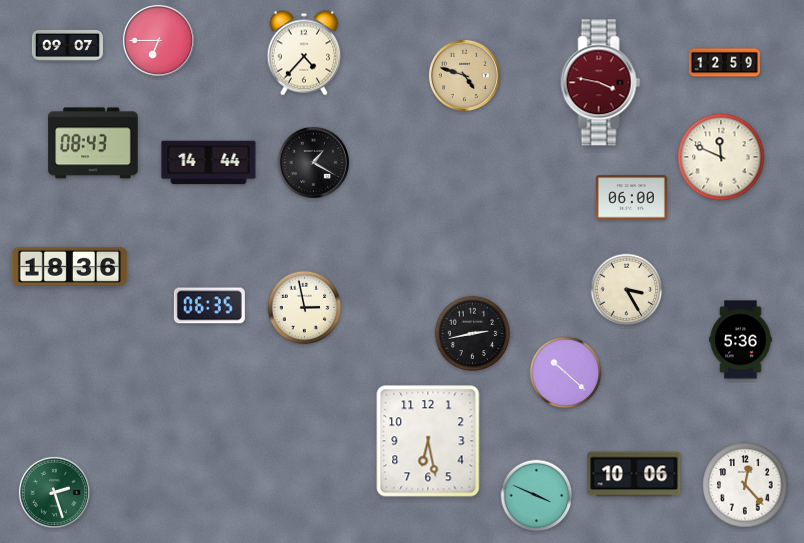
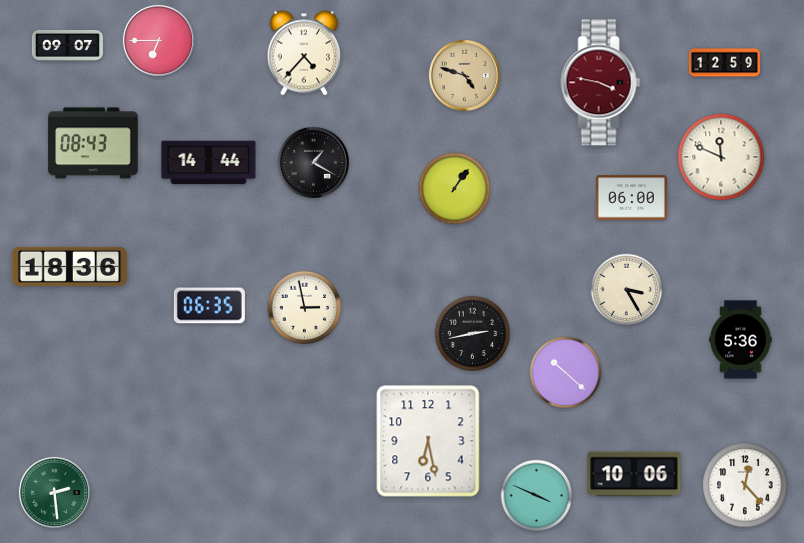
clock at (455, 189): none -> 1:06
clock at (54, 492): 2:27 -> 2:29
